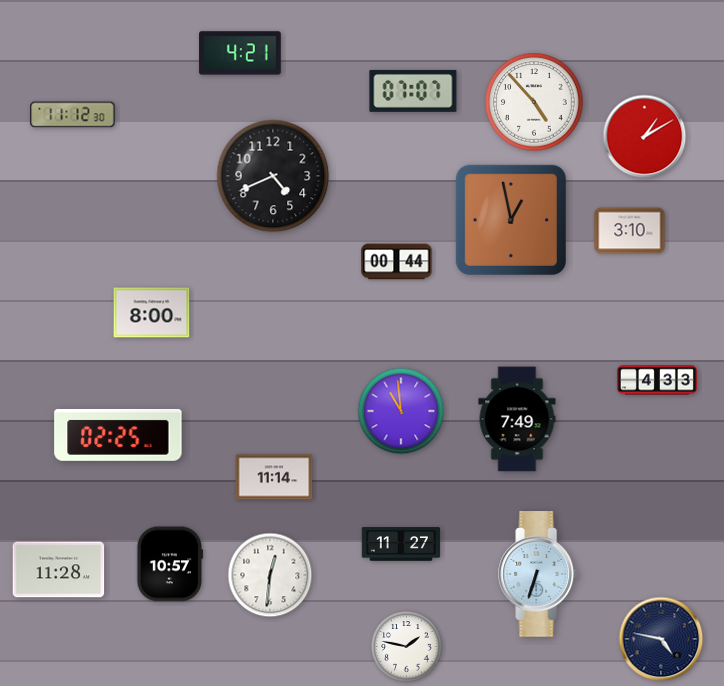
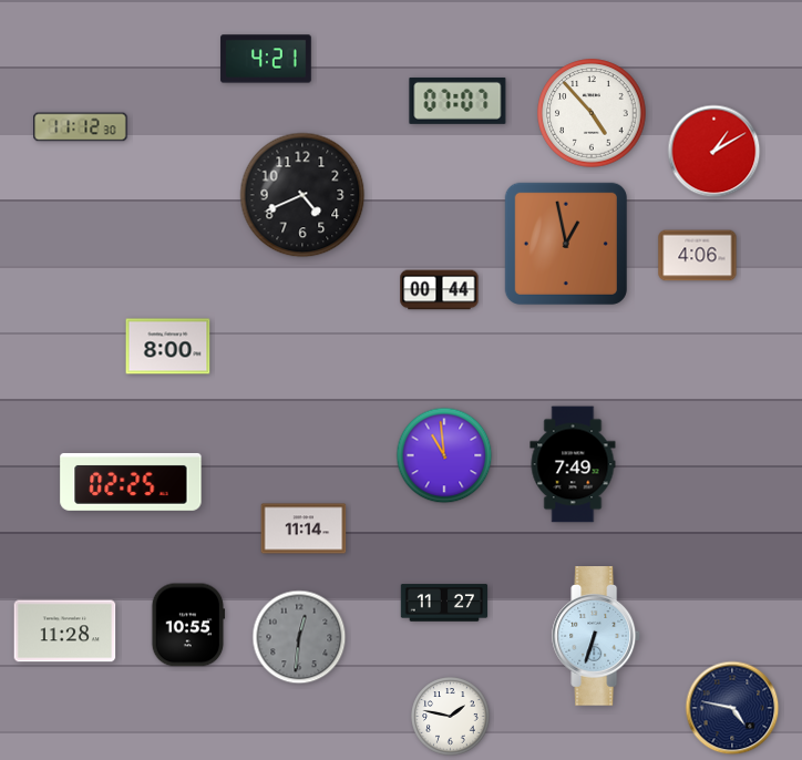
clock at (630, 231): 3:10 -> 4:06
clock at (657, 380): 4:33 -> none
clock at (170, 564): 10:57 -> 10:55
clock at (270, 575) dial: white -> grey
